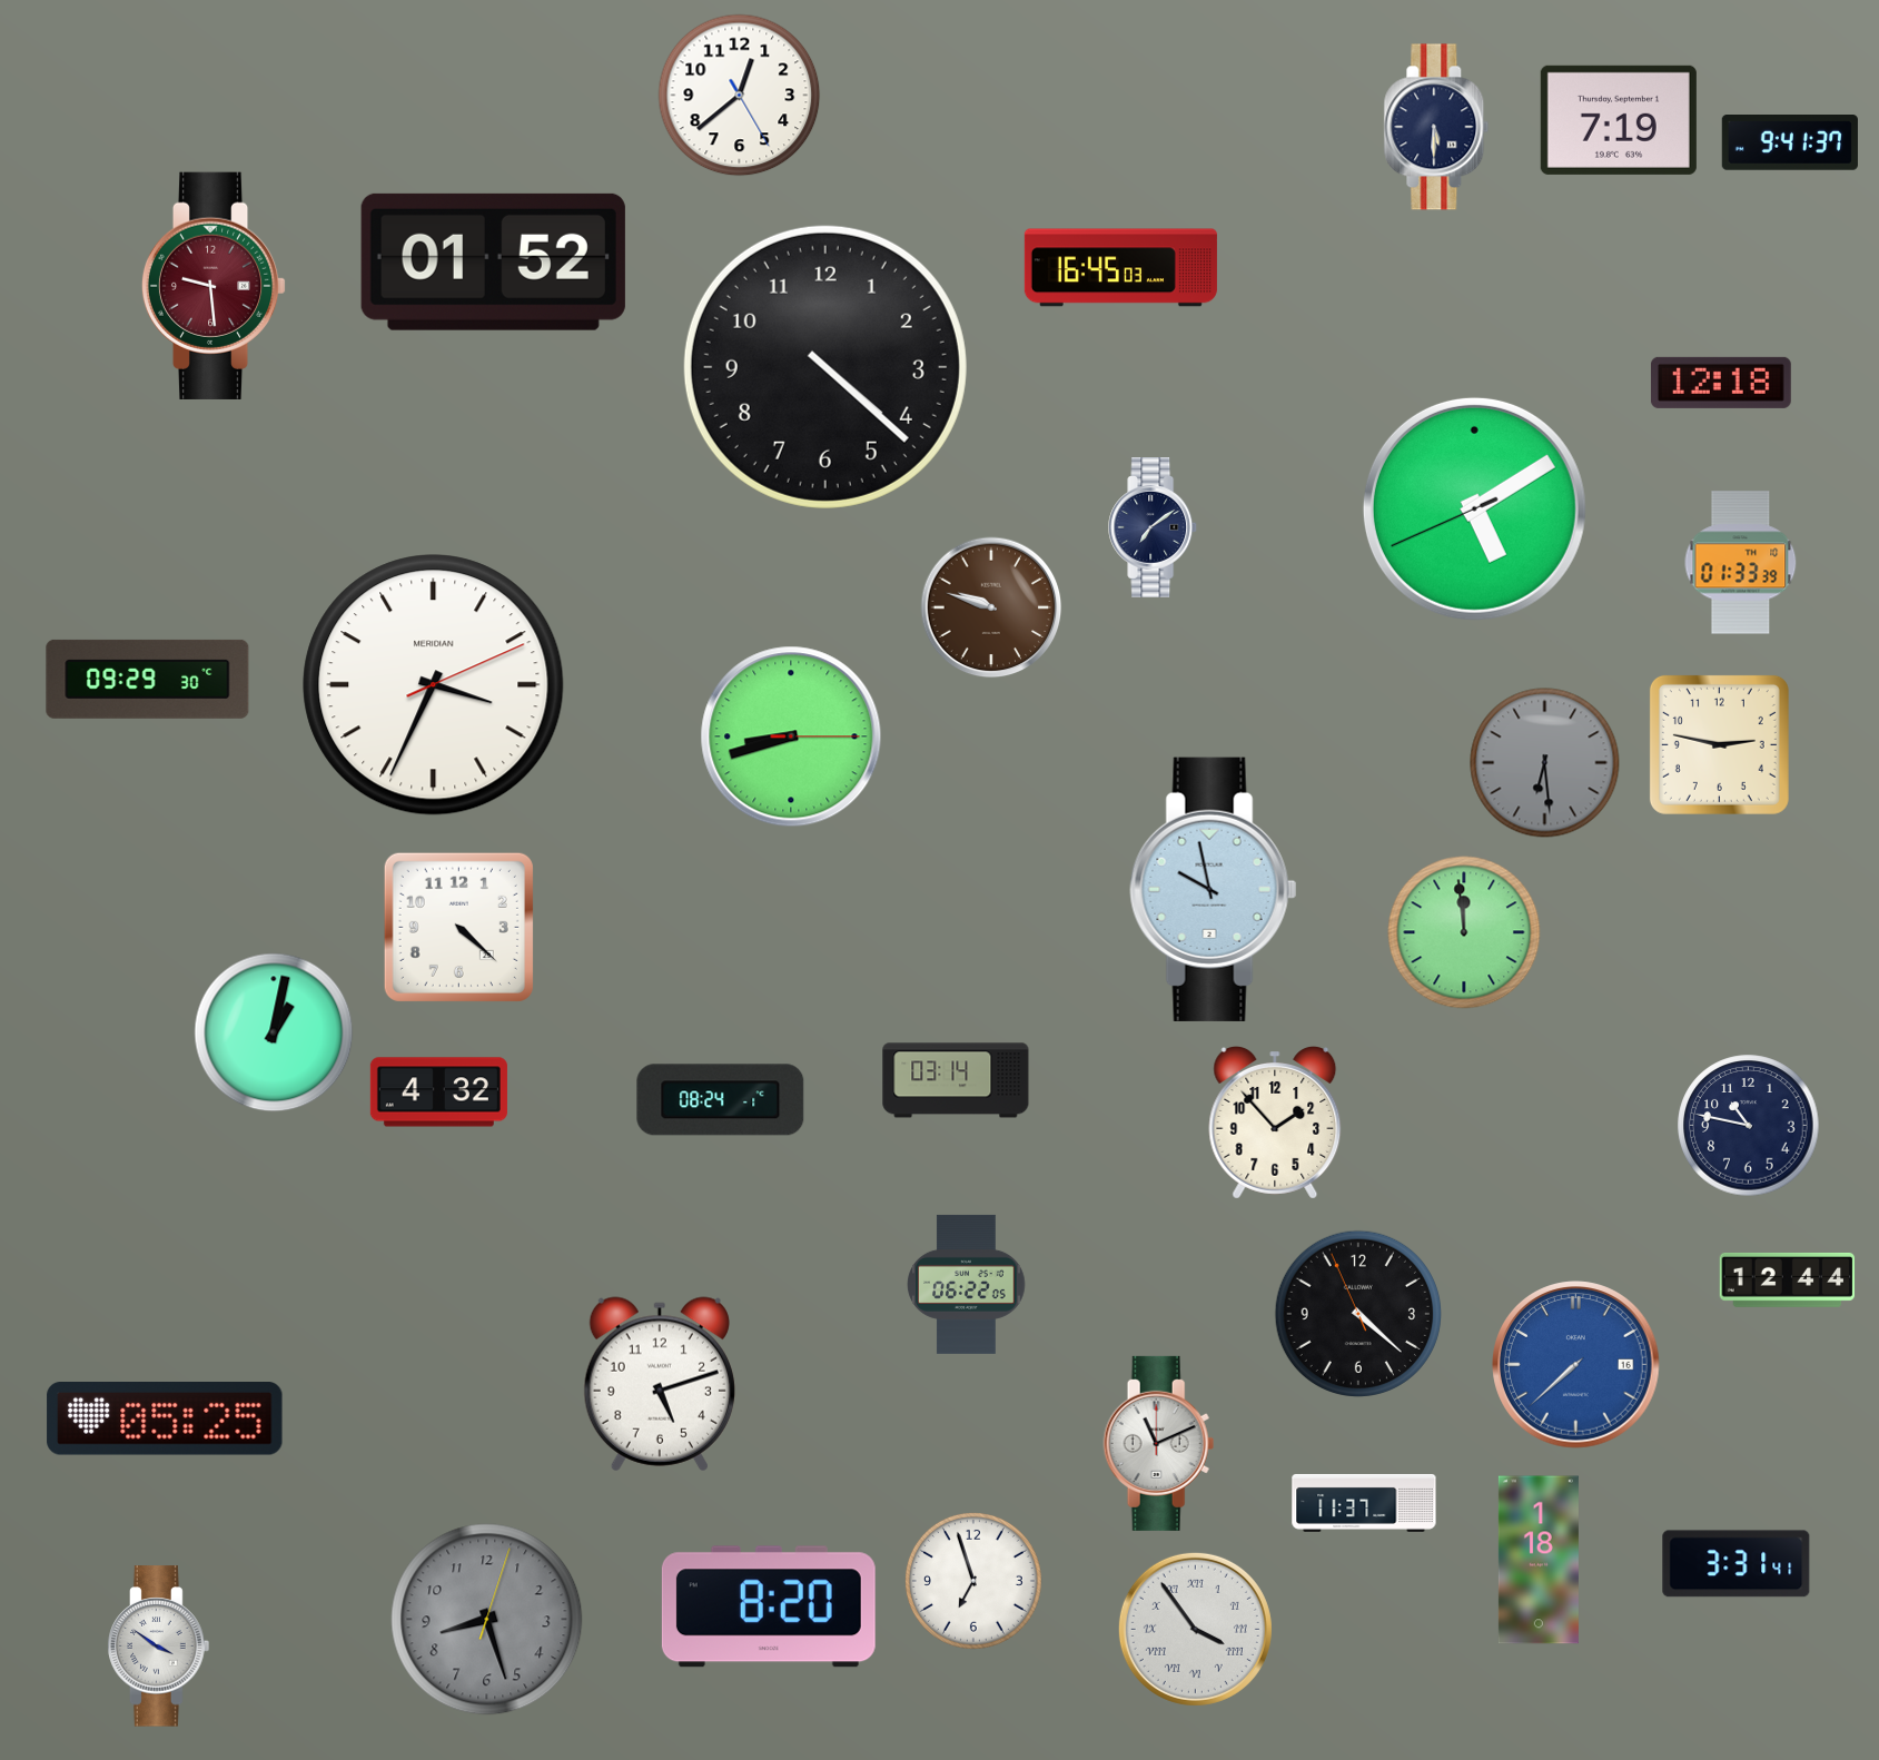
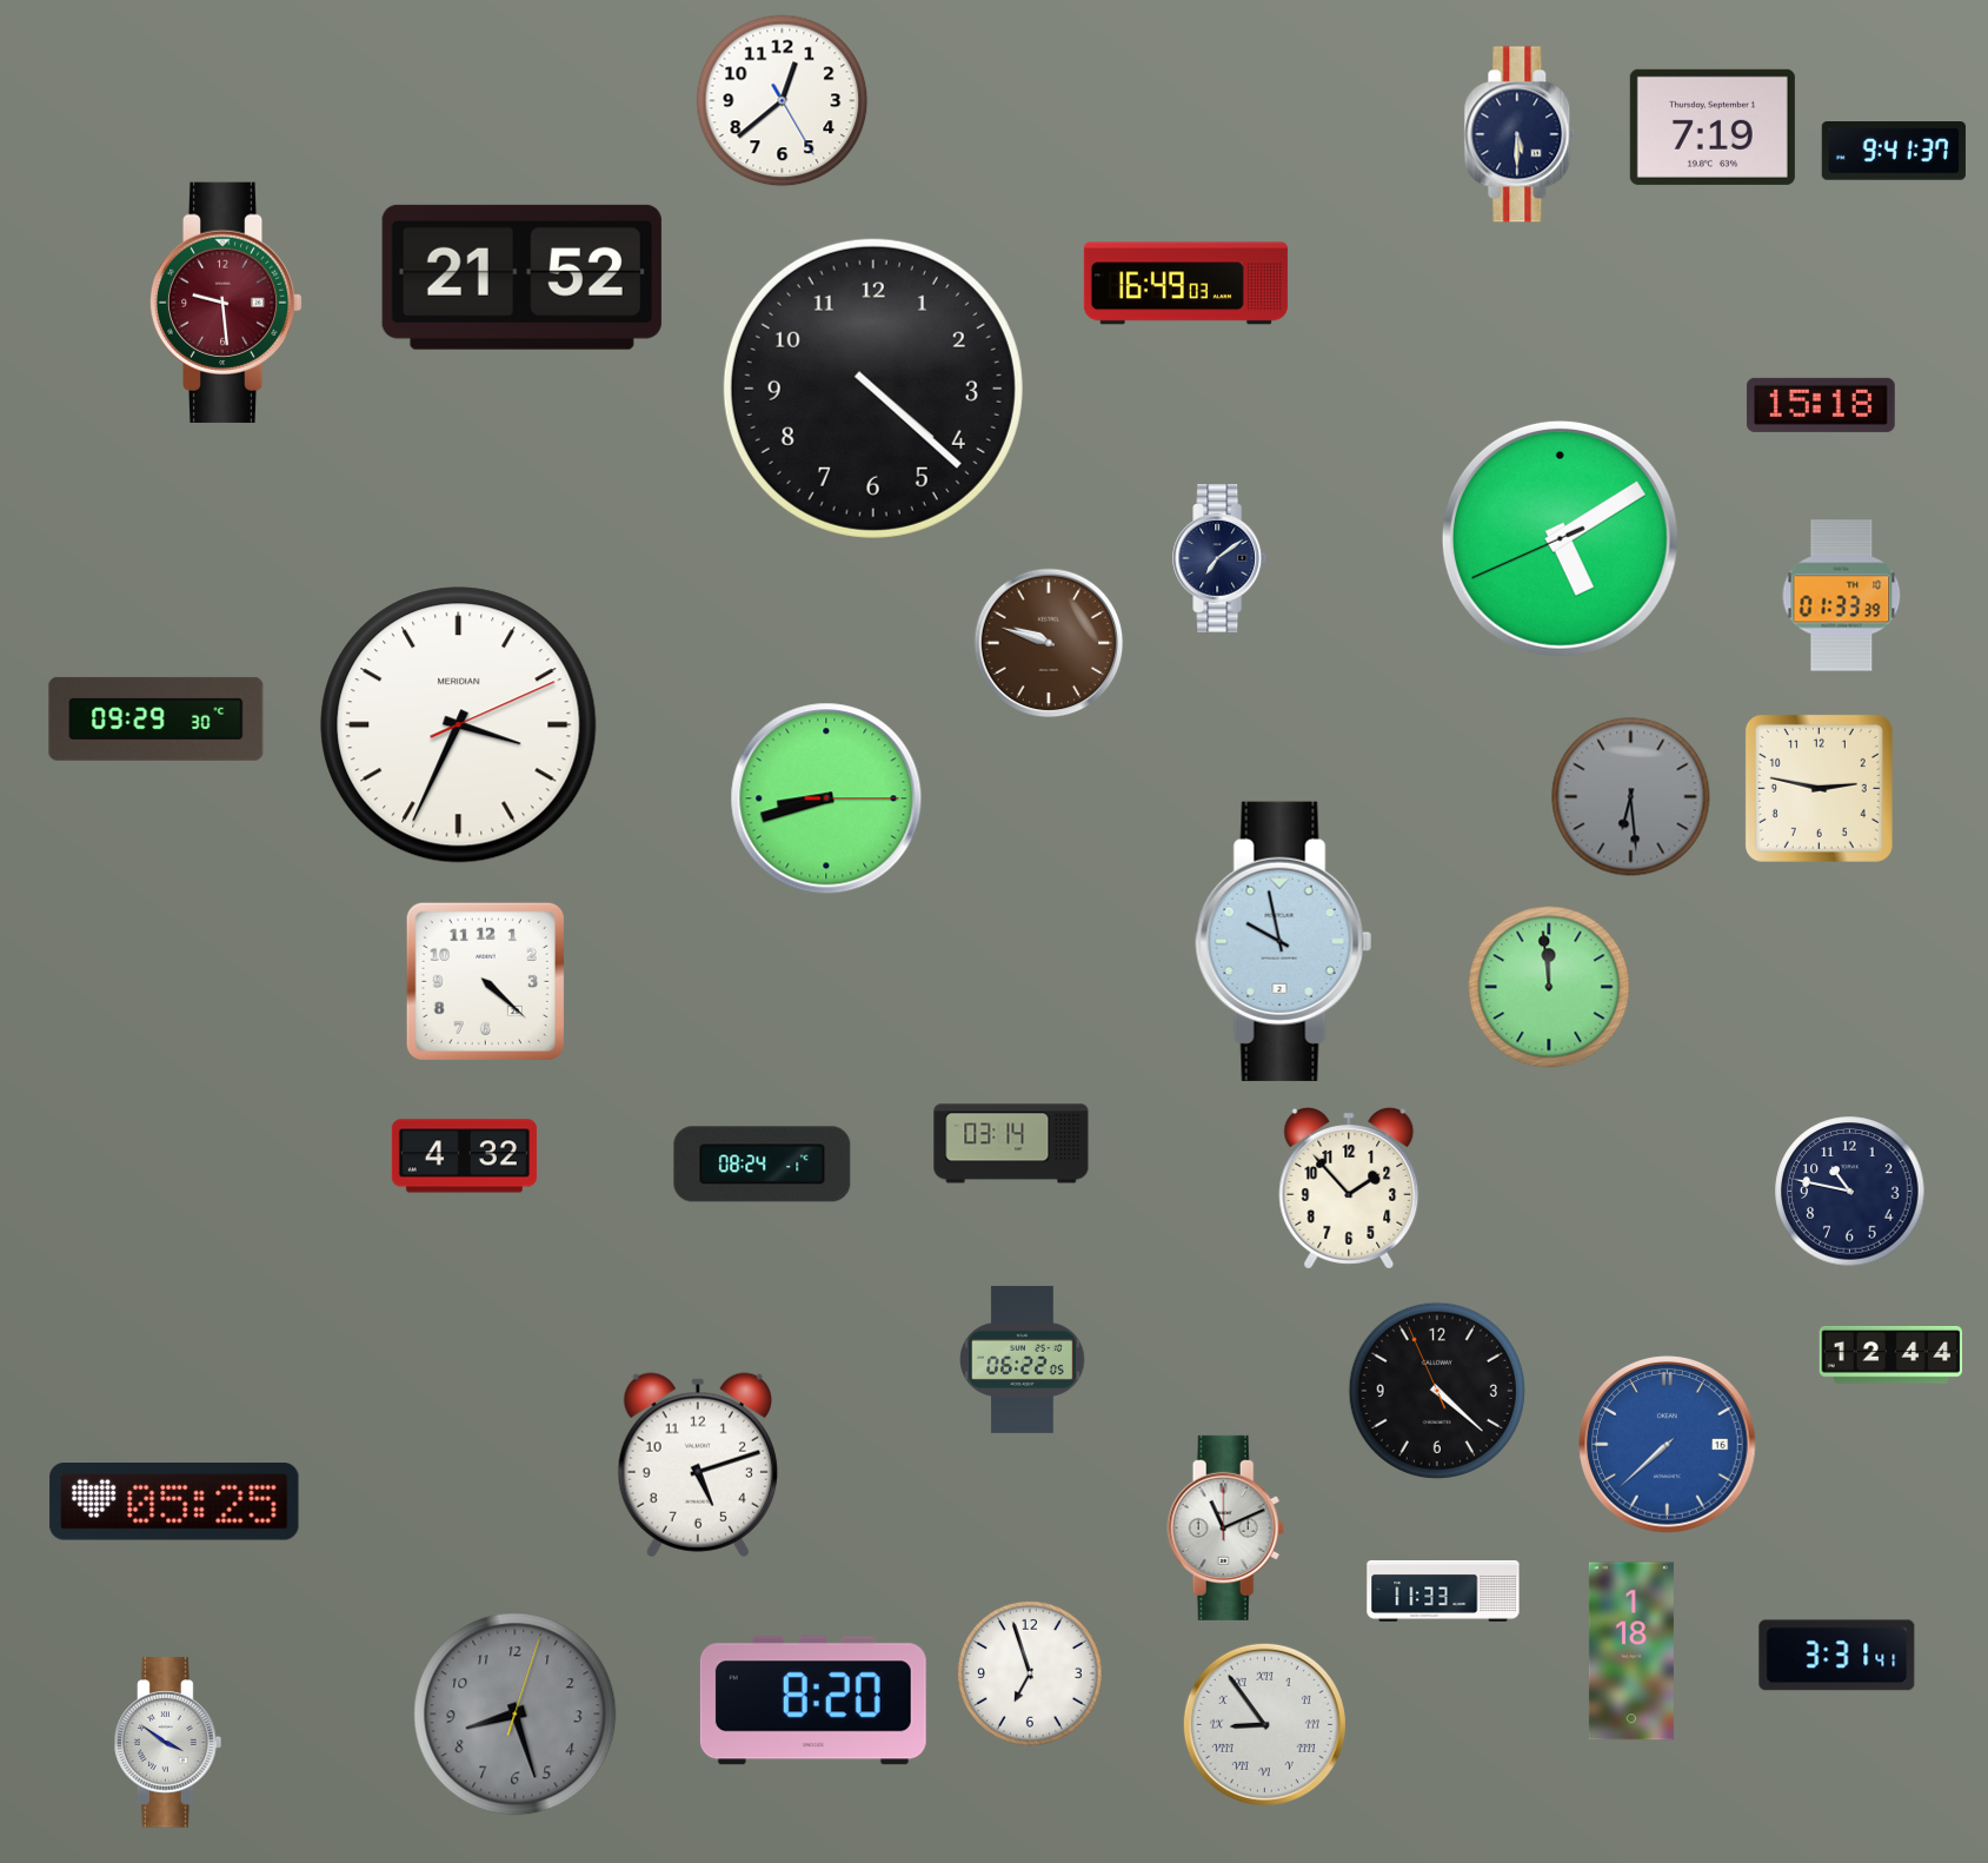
clock at (493, 261): 01:52 -> 21:52
clock at (1120, 268): 16:45 -> 16:49
clock at (1721, 383): 12:18 -> 15:18
clock at (791, 736) position: (791, 736) -> (826, 798)
clock at (1545, 763) position: (1545, 763) -> (1631, 797)
clock at (274, 1032): 1:02 -> none
clock at (1364, 1503): 11:37 -> 11:33
clock at (1539, 1560) position: (1539, 1560) -> (1631, 1651)
clock at (1195, 1629): 3:54 -> 8:54
